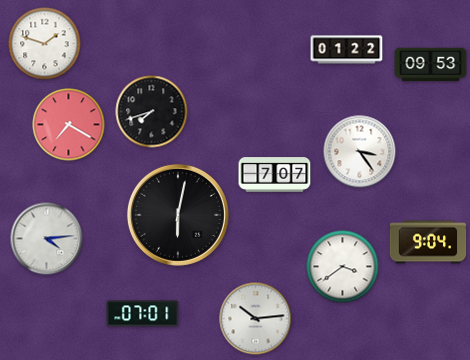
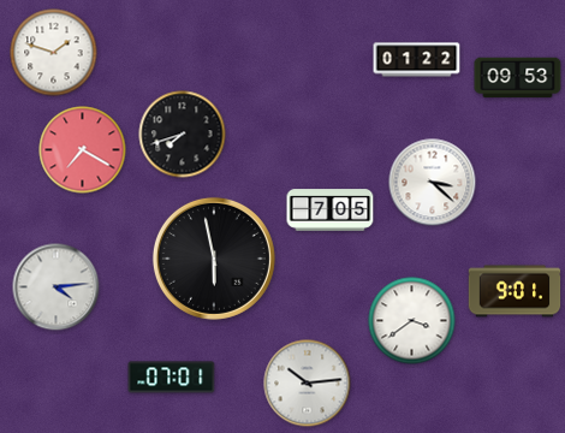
clock at (360, 152): 3:24 -> 3:22
clock at (275, 175): 7:07 -> 7:05
clock at (178, 215): 6:02 -> 5:58
clock at (428, 242): 9:04 -> 9:01
